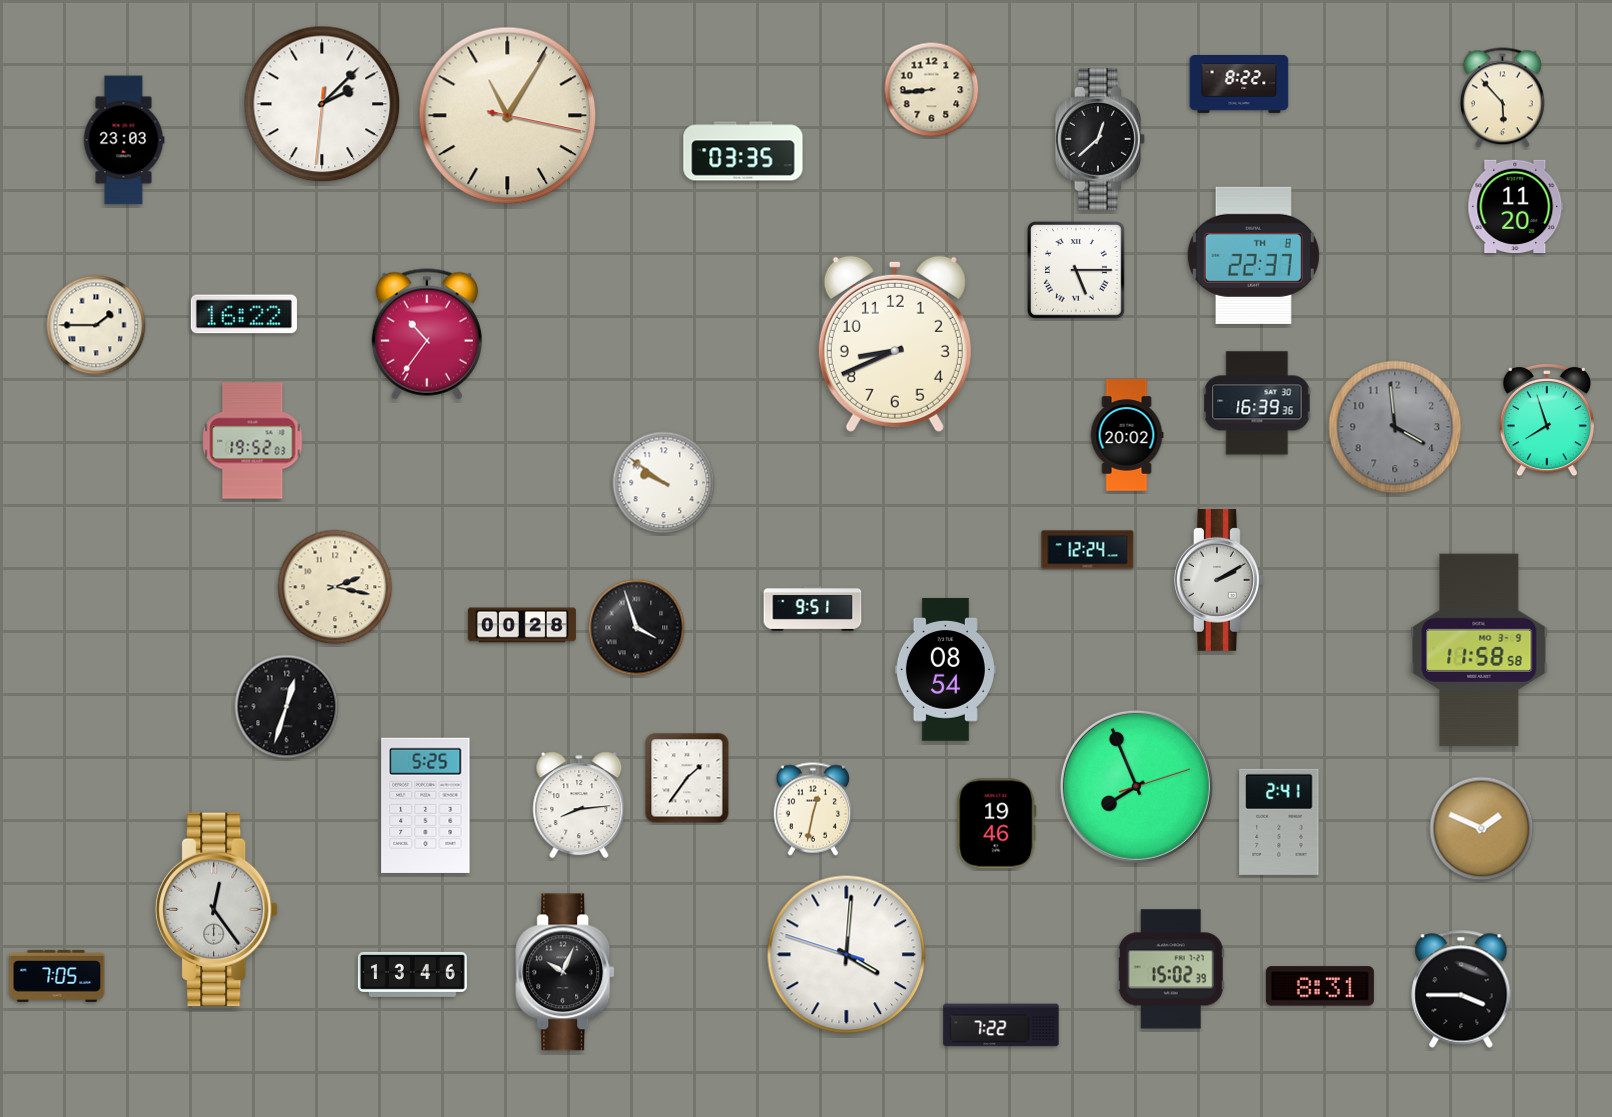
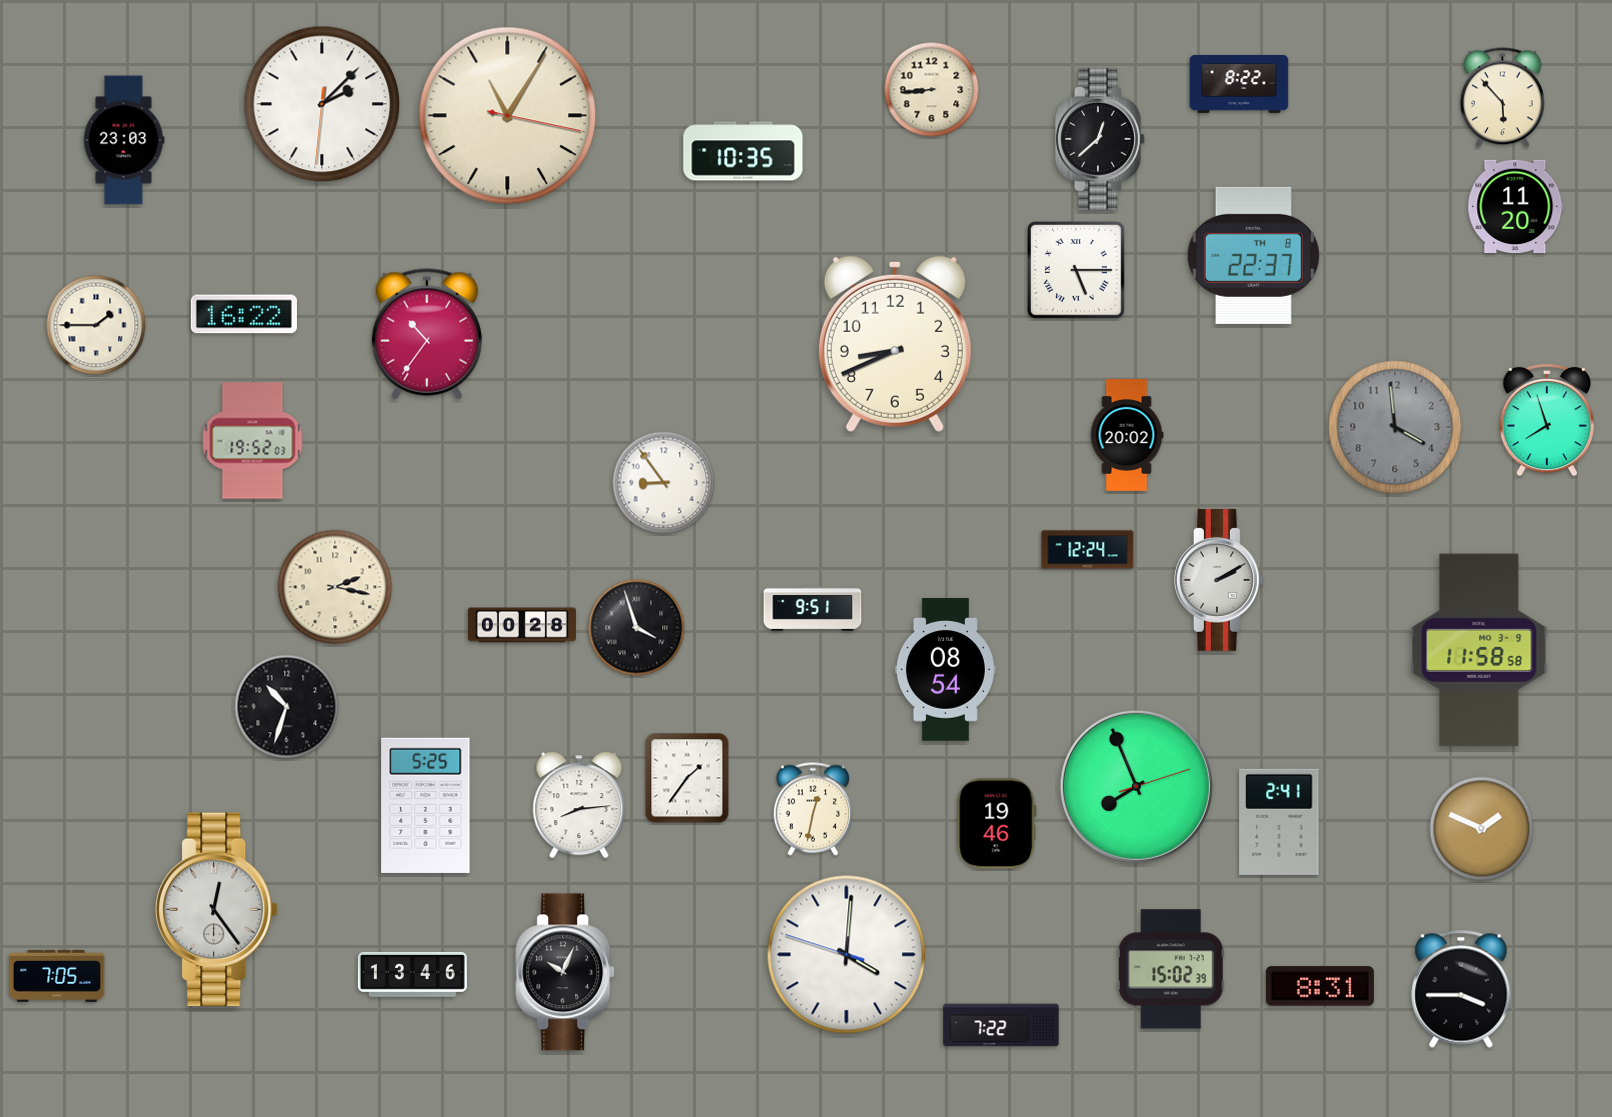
clock at (743, 151): 03:35 -> 10:35
clock at (1257, 403): 16:39 -> none
clock at (664, 483): 9:51 -> 8:54
clock at (287, 707): 12:33 -> 10:33
